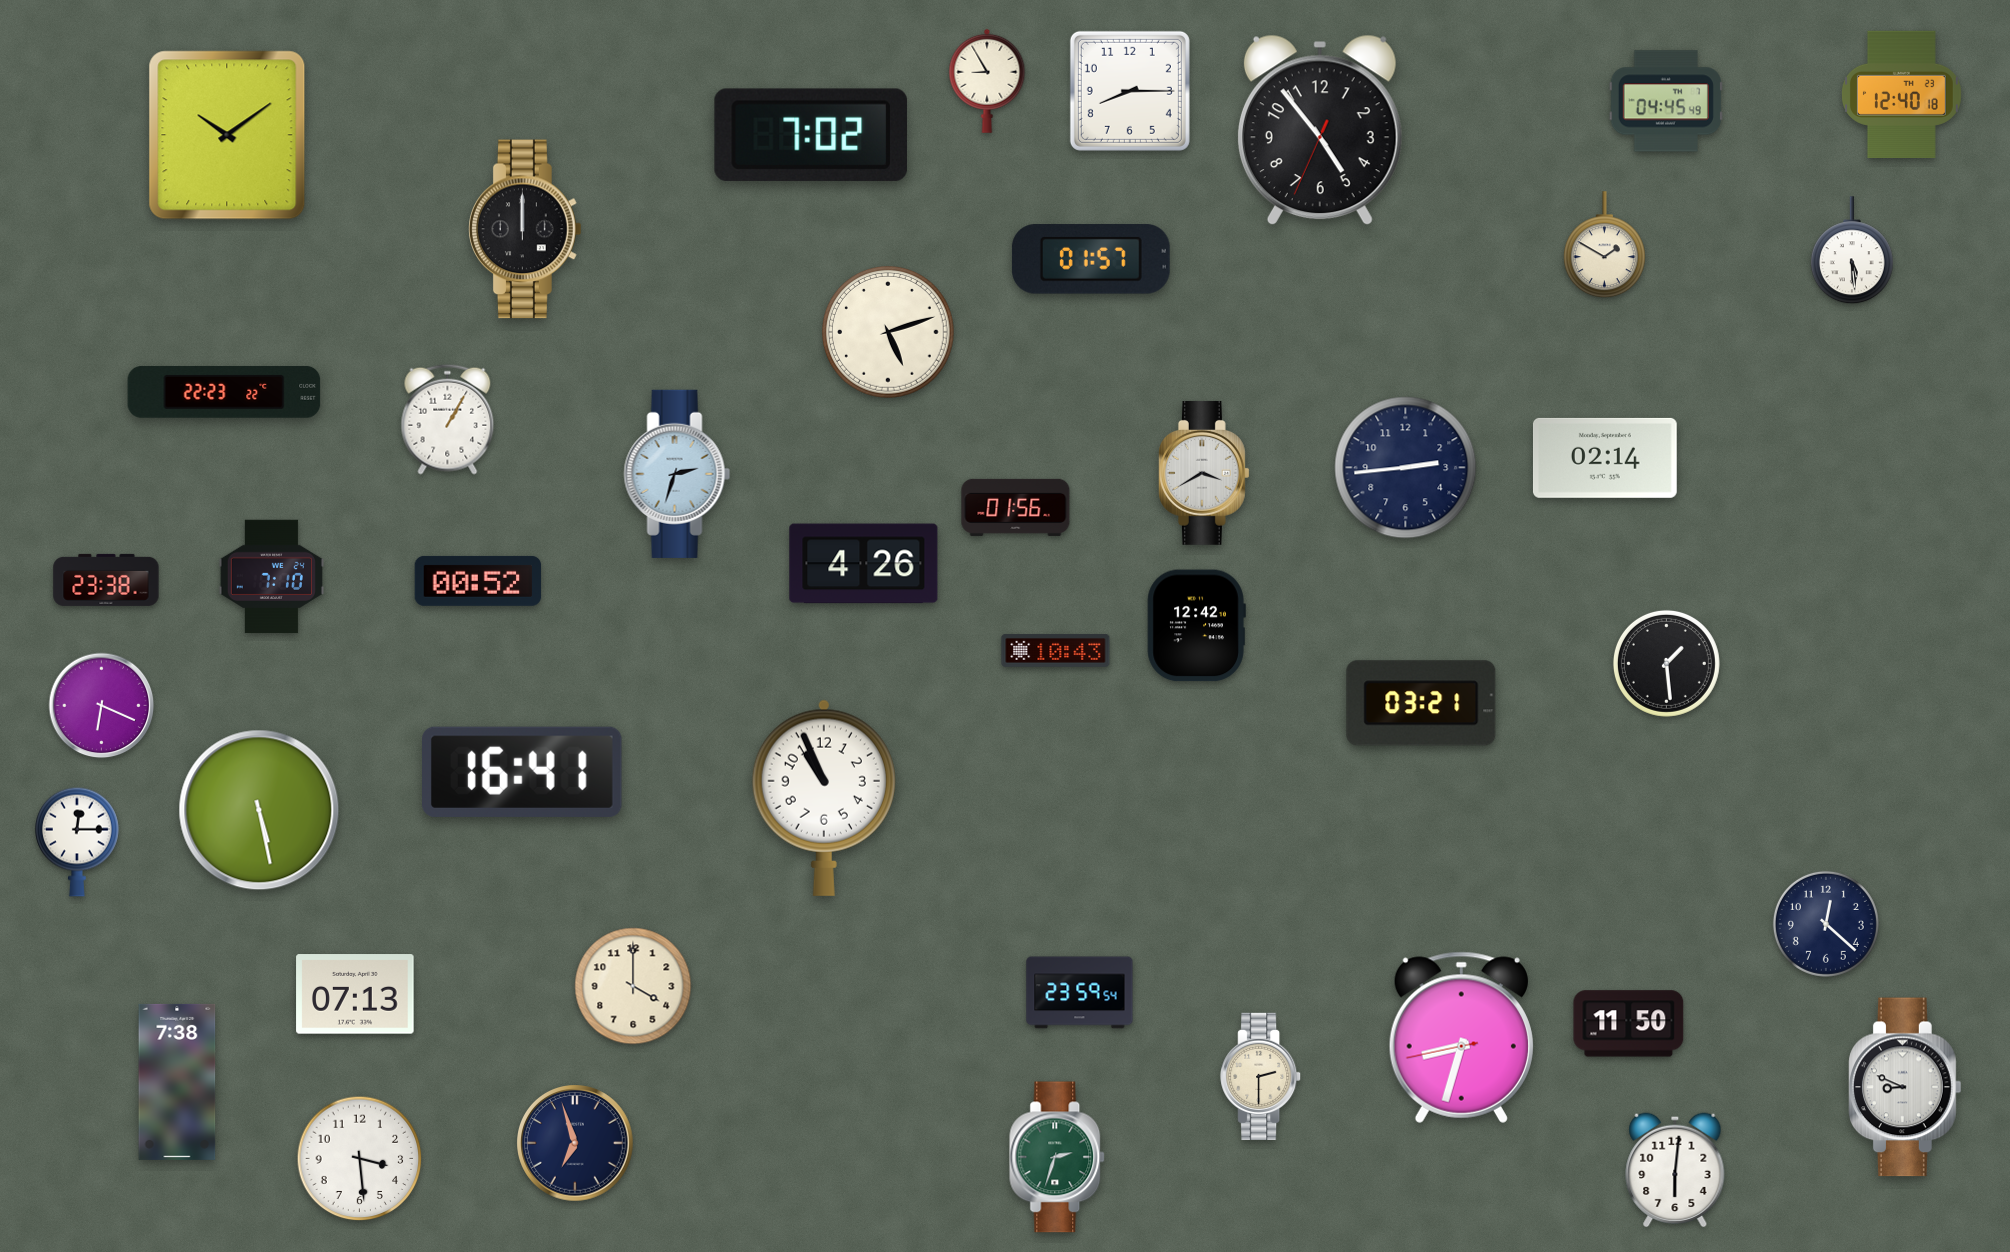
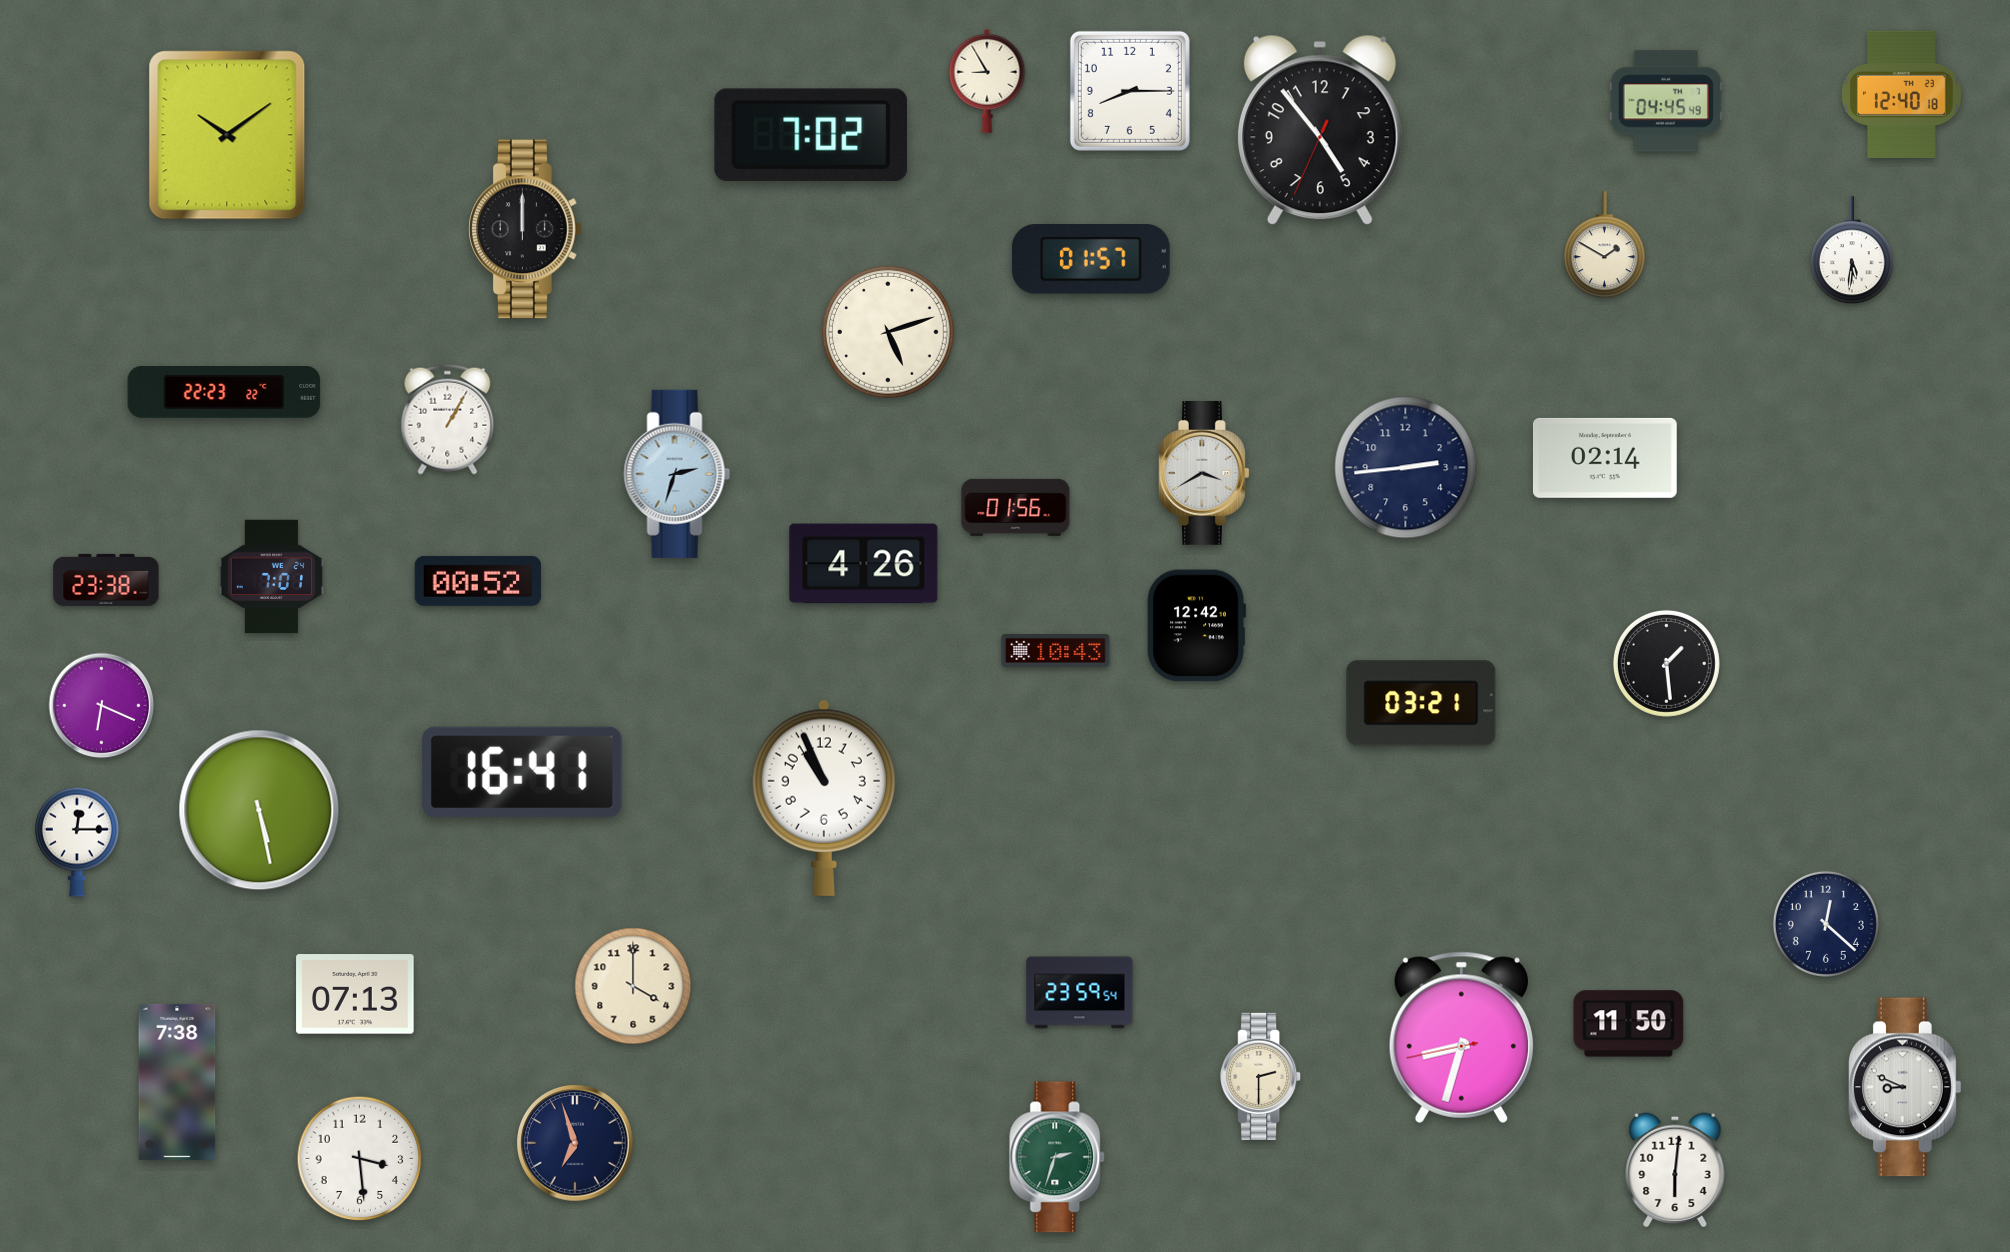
clock at (1852, 251): 5:29 -> 5:31
clock at (271, 577): 7:10 -> 7:01
